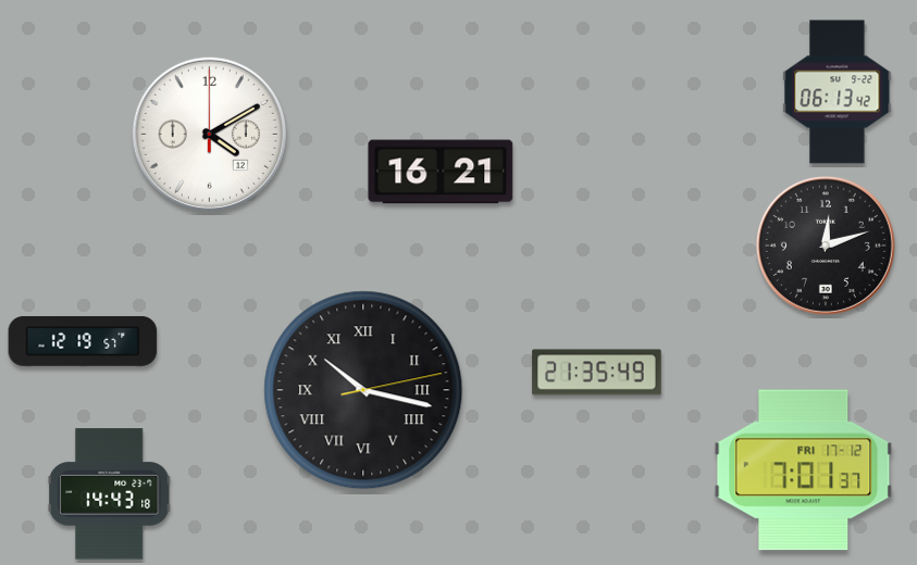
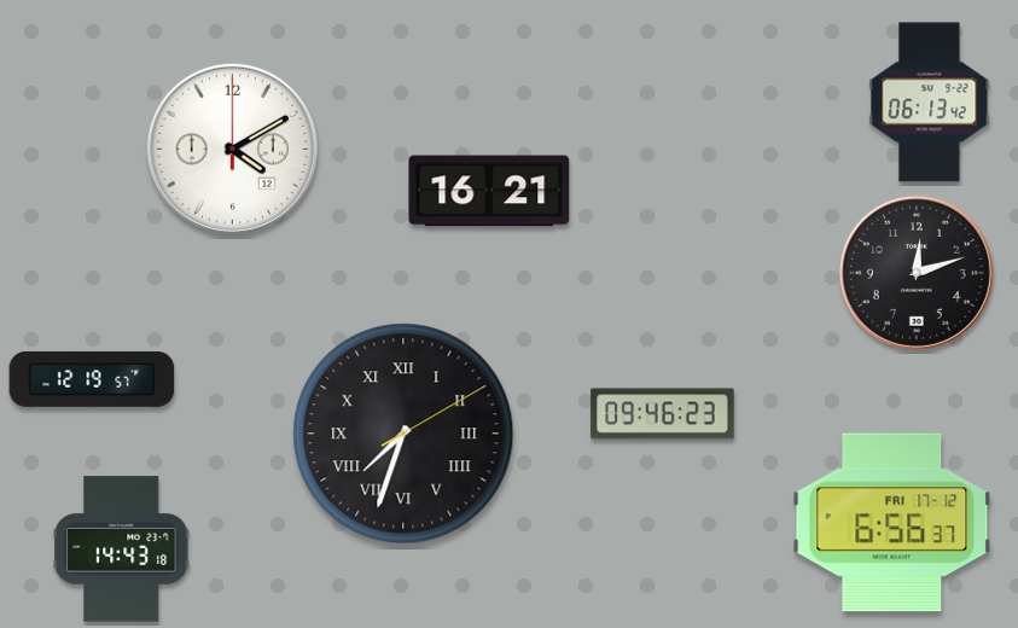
clock at (597, 373): 21:35 -> 09:46
clock at (363, 390): 10:17 -> 7:33
clock at (804, 470): 7:01 -> 6:56
